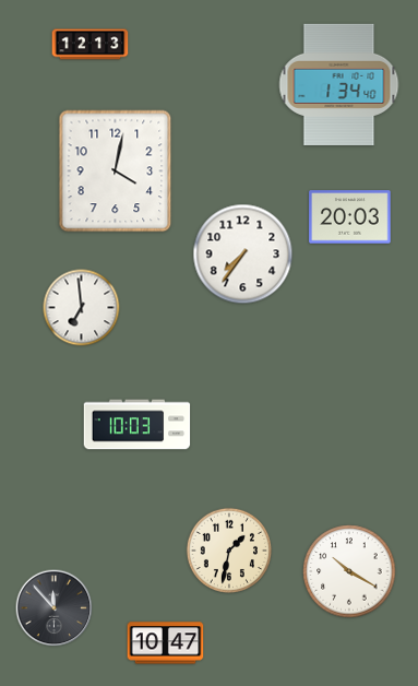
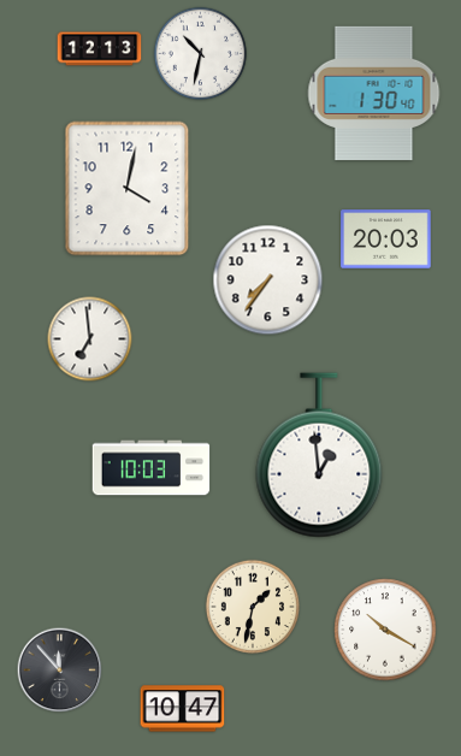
clock at (201, 54): none -> 10:32
clock at (339, 84): 1:34 -> 1:30
clock at (319, 455): none -> 12:59
